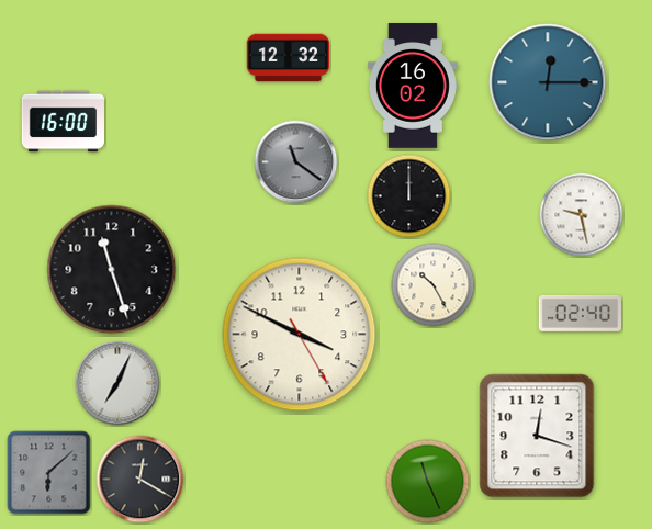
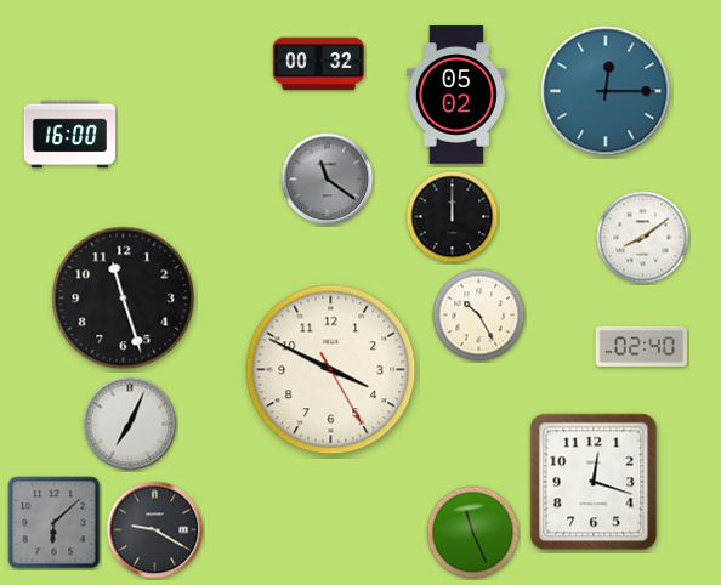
clock at (288, 58): 12:32 -> 00:32
clock at (413, 86): 16:02 -> 05:02
clock at (582, 215): 9:28 -> 8:09
clock at (140, 480): 12:20 -> 9:20
